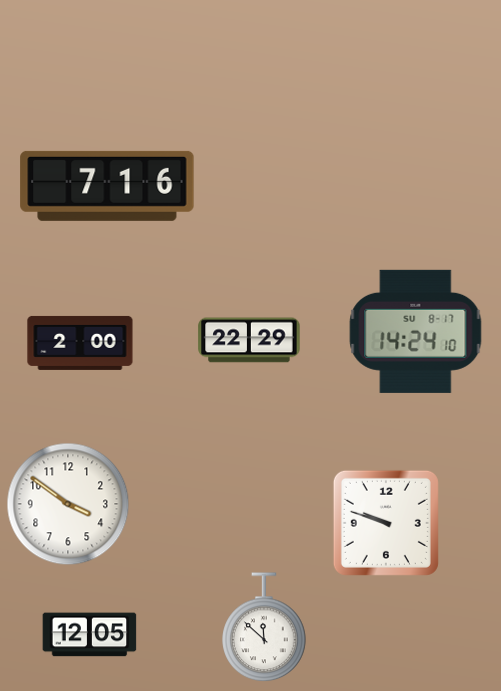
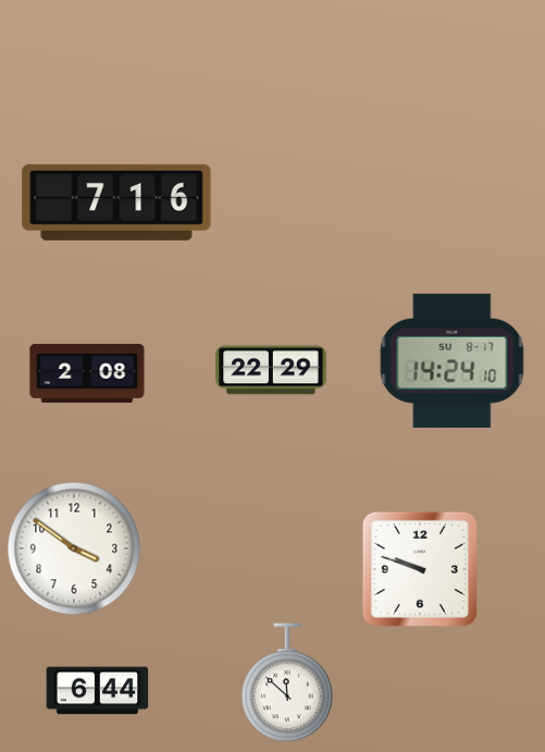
clock at (80, 343): 2:00 -> 2:08
clock at (90, 635): 12:05 -> 6:44
